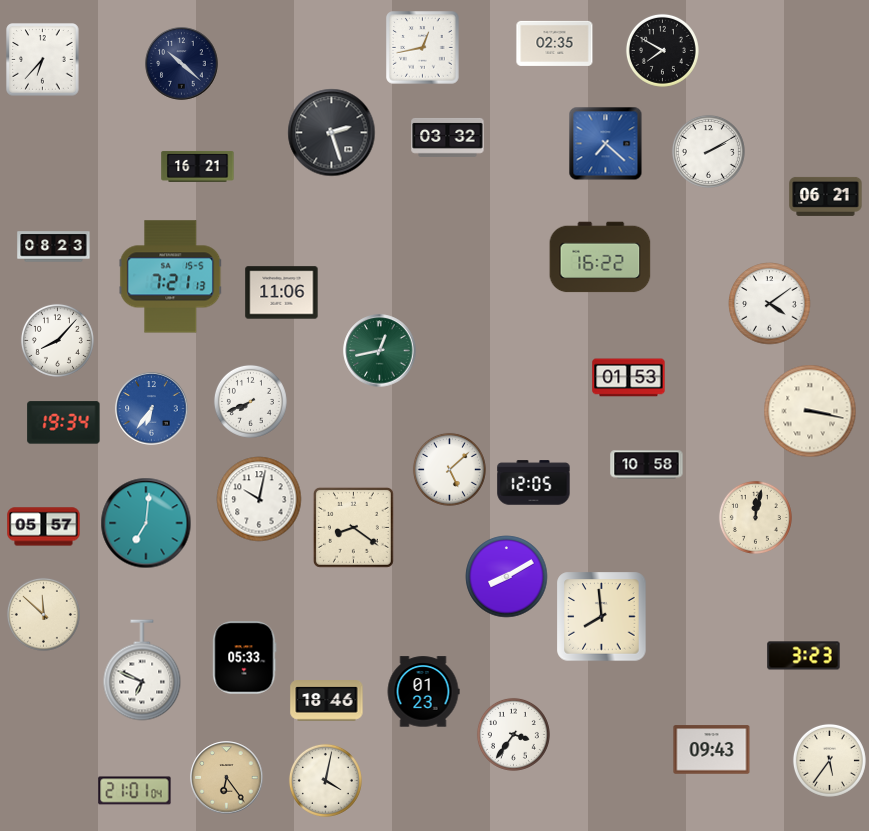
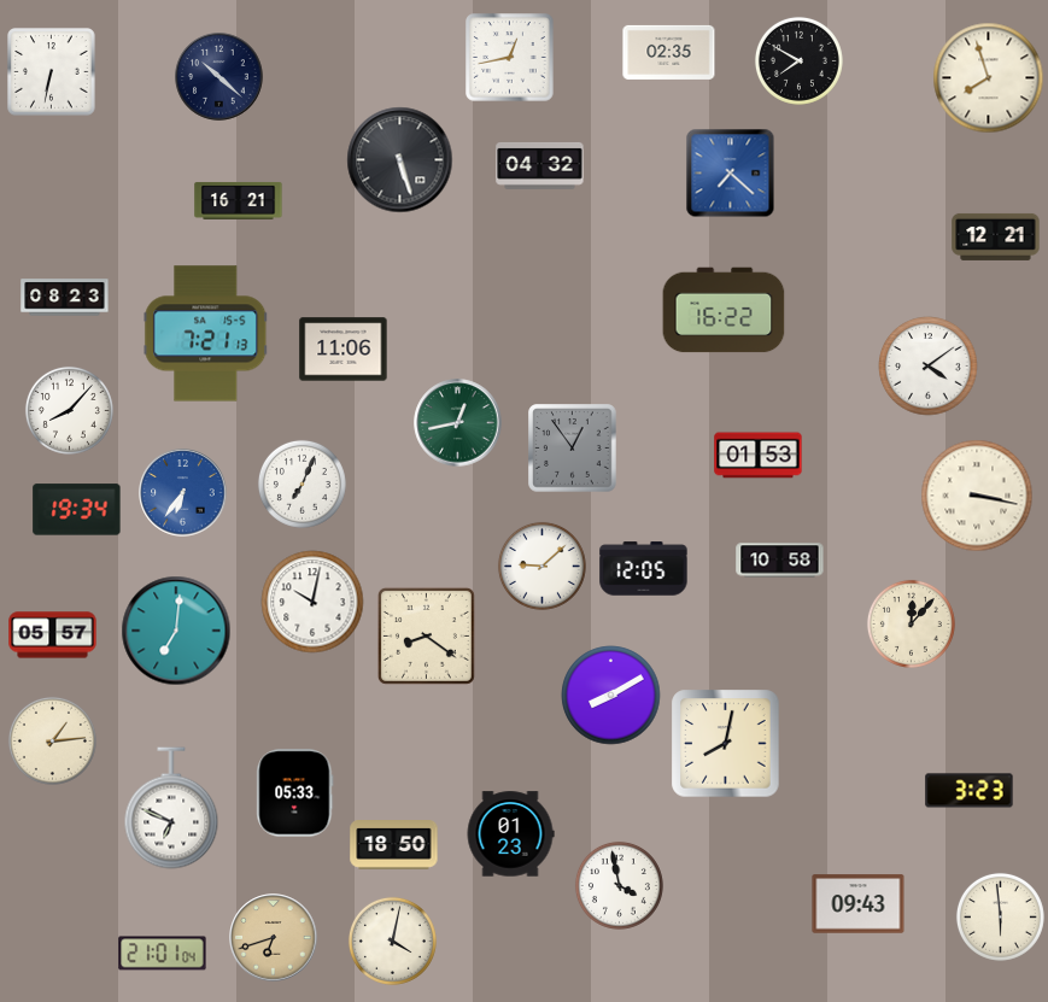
clock at (43, 60): 6:37 -> 6:32
clock at (989, 78): none -> 7:57
clock at (332, 133): 2:27 -> 5:27
clock at (448, 137): 03:32 -> 04:32
clock at (708, 151): 2:10 -> none
clock at (826, 196): 06:21 -> 12:21
clock at (282, 293) position: (282, 293) -> (344, 350)
clock at (573, 449): none -> 12:54
clock at (250, 401): 7:41 -> 7:04
clock at (449, 469): 5:08 -> 9:08
clock at (534, 483) position: (534, 483) -> (644, 569)
clock at (755, 517): 12:02 -> 12:07
clock at (43, 614): 11:52 -> 1:14
clock at (602, 617): 7:59 -> 8:02
clock at (327, 701): 18:46 -> 18:50
clock at (513, 734): 3:36 -> 3:58
clock at (829, 760): 5:36 -> 5:59
clock at (227, 778): 6:24 -> 6:42
